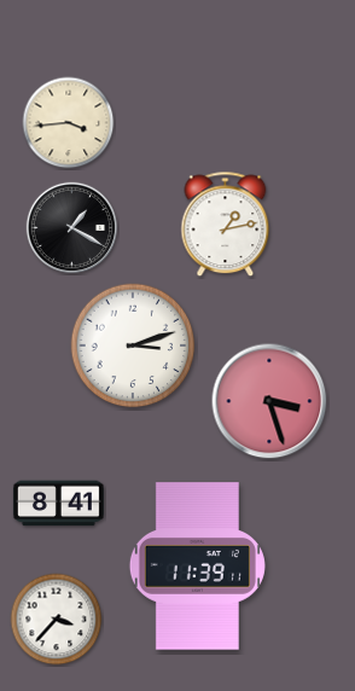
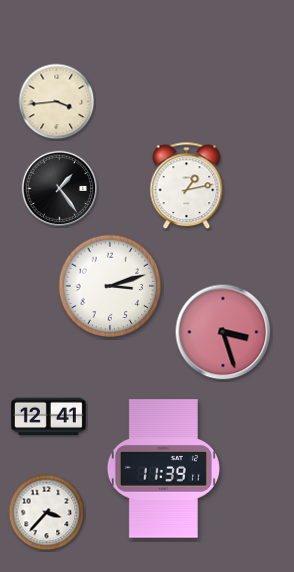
clock at (72, 228): 1:20 -> 1:24
clock at (58, 504): 8:41 -> 12:41
